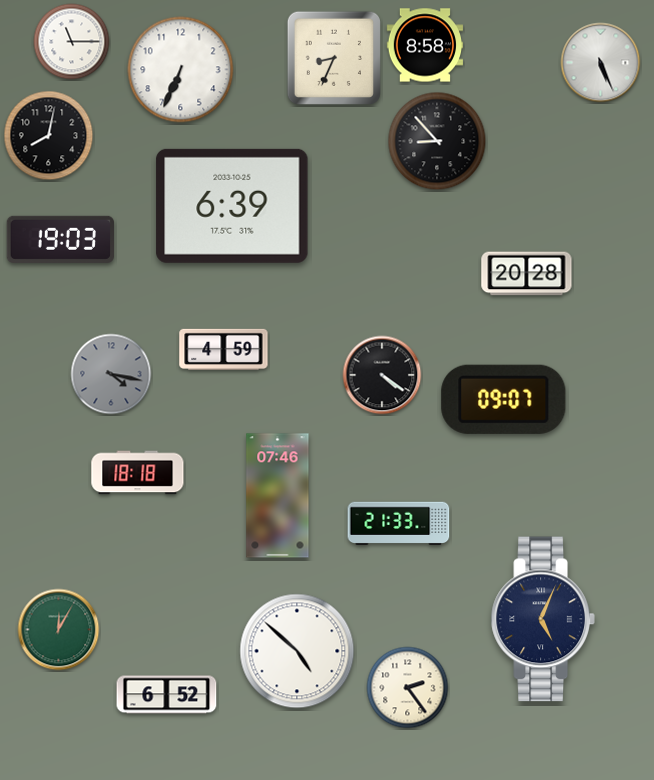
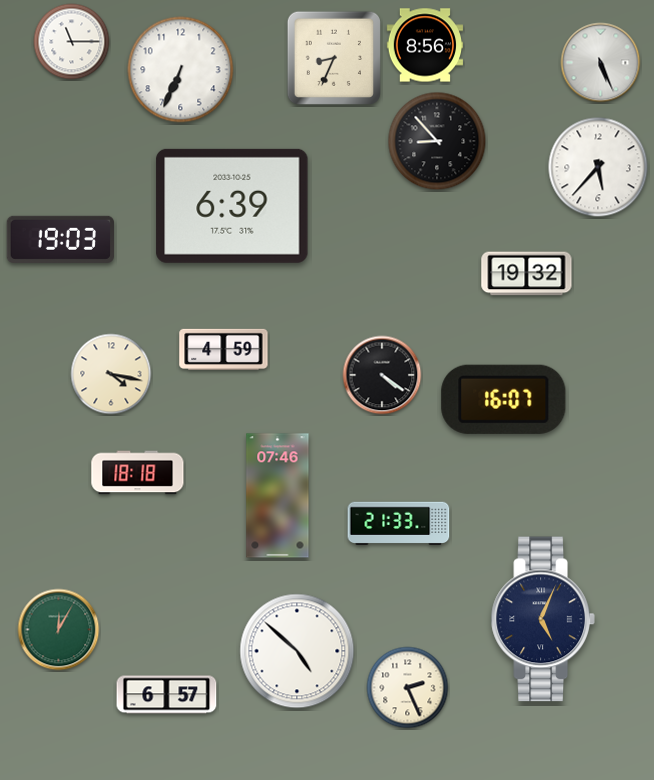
clock at (424, 45): 8:58 -> 8:56
clock at (49, 136): 8:02 -> none
clock at (598, 167): none -> 5:37
clock at (527, 274): 20:28 -> 19:32
clock at (111, 374) dial: grey -> cream
clock at (504, 399): 09:07 -> 16:07
clock at (408, 688): 2:24 -> 2:26
clock at (167, 695): 6:52 -> 6:57
